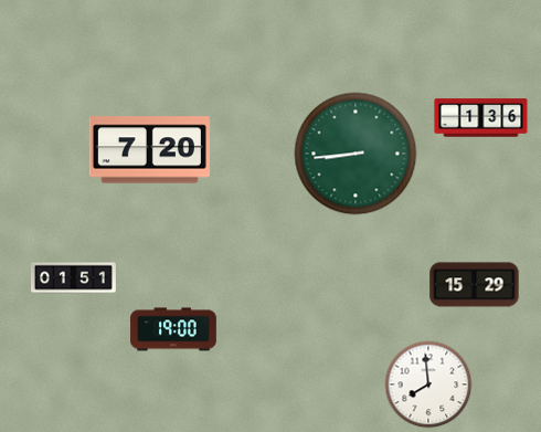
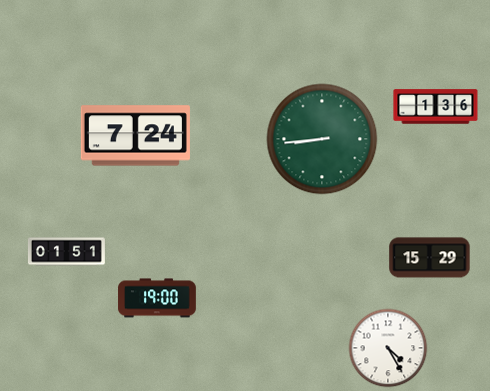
clock at (149, 150): 7:20 -> 7:24
clock at (428, 384): 7:59 -> 4:25
